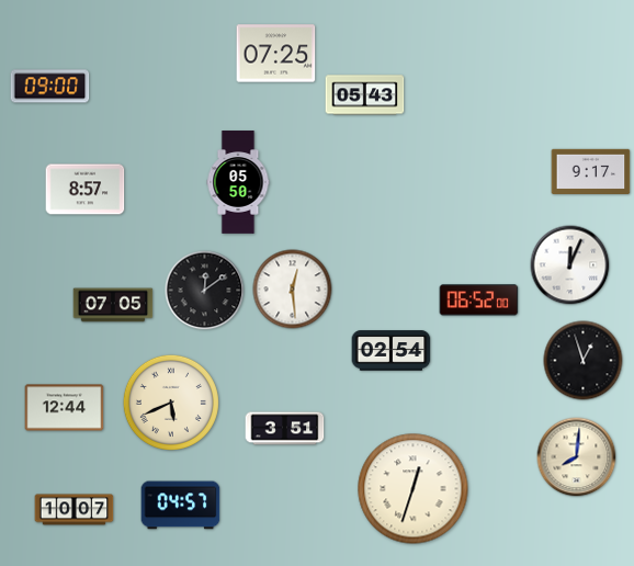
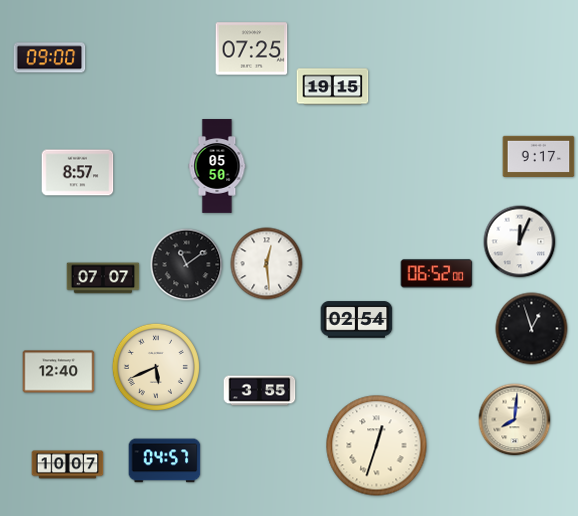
clock at (50, 87) position: (50, 87) -> (50, 58)
clock at (365, 95): 05:43 -> 19:15
clock at (205, 291): 12:09 -> 11:09
clock at (113, 305): 07:05 -> 07:07
clock at (65, 408): 12:44 -> 12:40
clock at (285, 429): 3:51 -> 3:55
clock at (577, 457) position: (577, 457) -> (515, 420)
